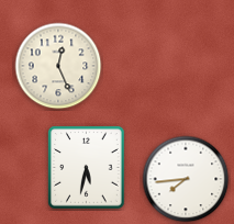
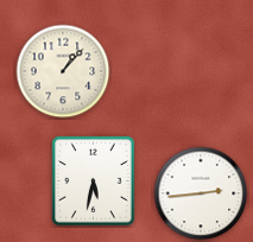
clock at (58, 66): 12:26 -> 1:07
clock at (186, 179): 7:44 -> 2:44
